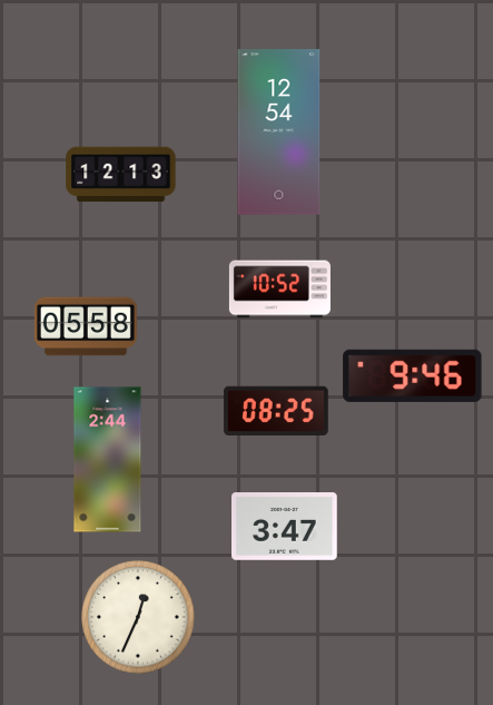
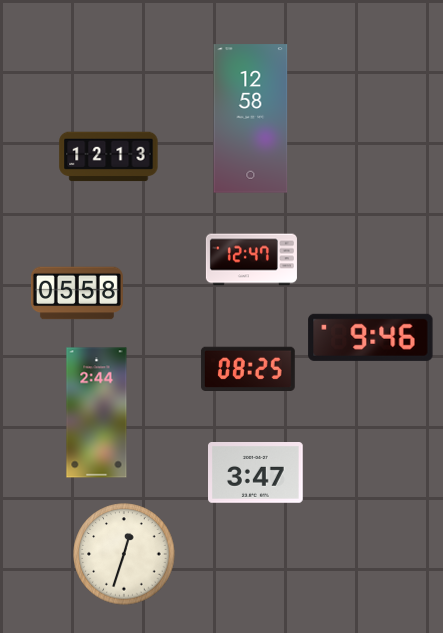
clock at (279, 133): 12:54 -> 12:58
clock at (279, 290): 10:52 -> 12:47
clock at (138, 617): 12:34 -> 12:33
